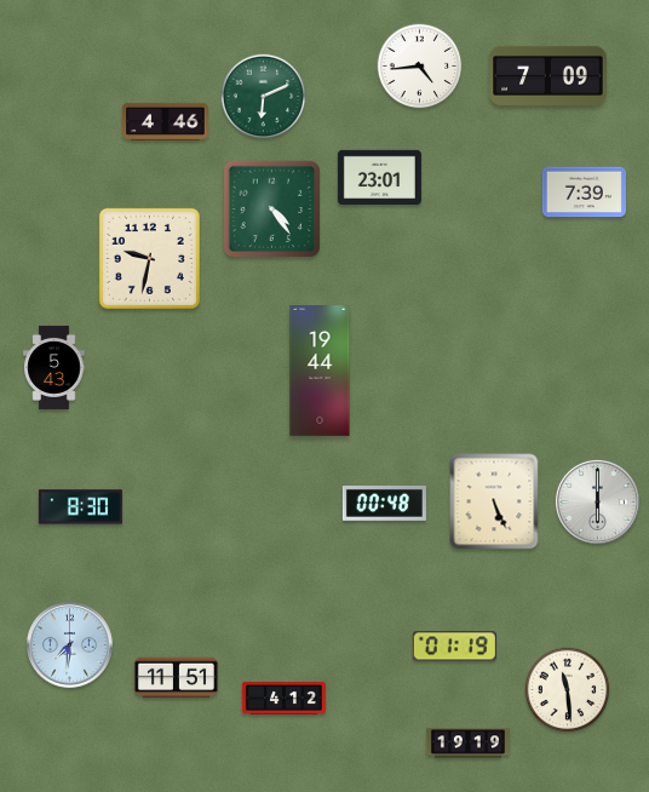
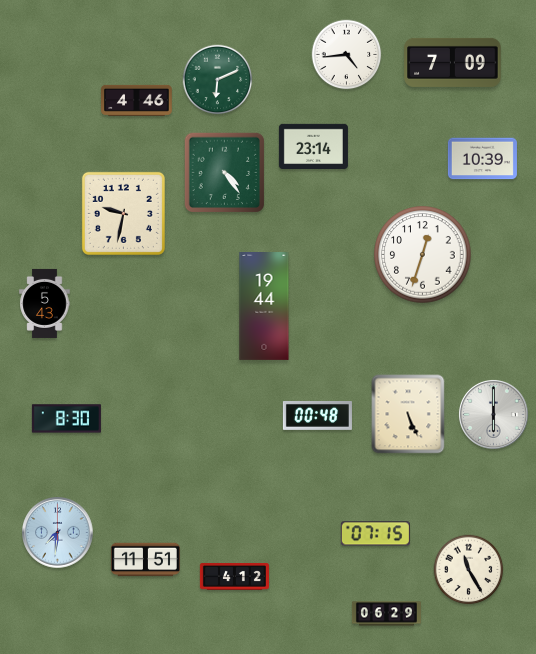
clock at (379, 177): 23:01 -> 23:14
clock at (584, 193): 7:39 -> 10:39
clock at (423, 255): none -> 12:33
clock at (454, 647): 01:19 -> 07:15
clock at (568, 690): 11:29 -> 11:25
clock at (467, 744): 19:19 -> 06:29
